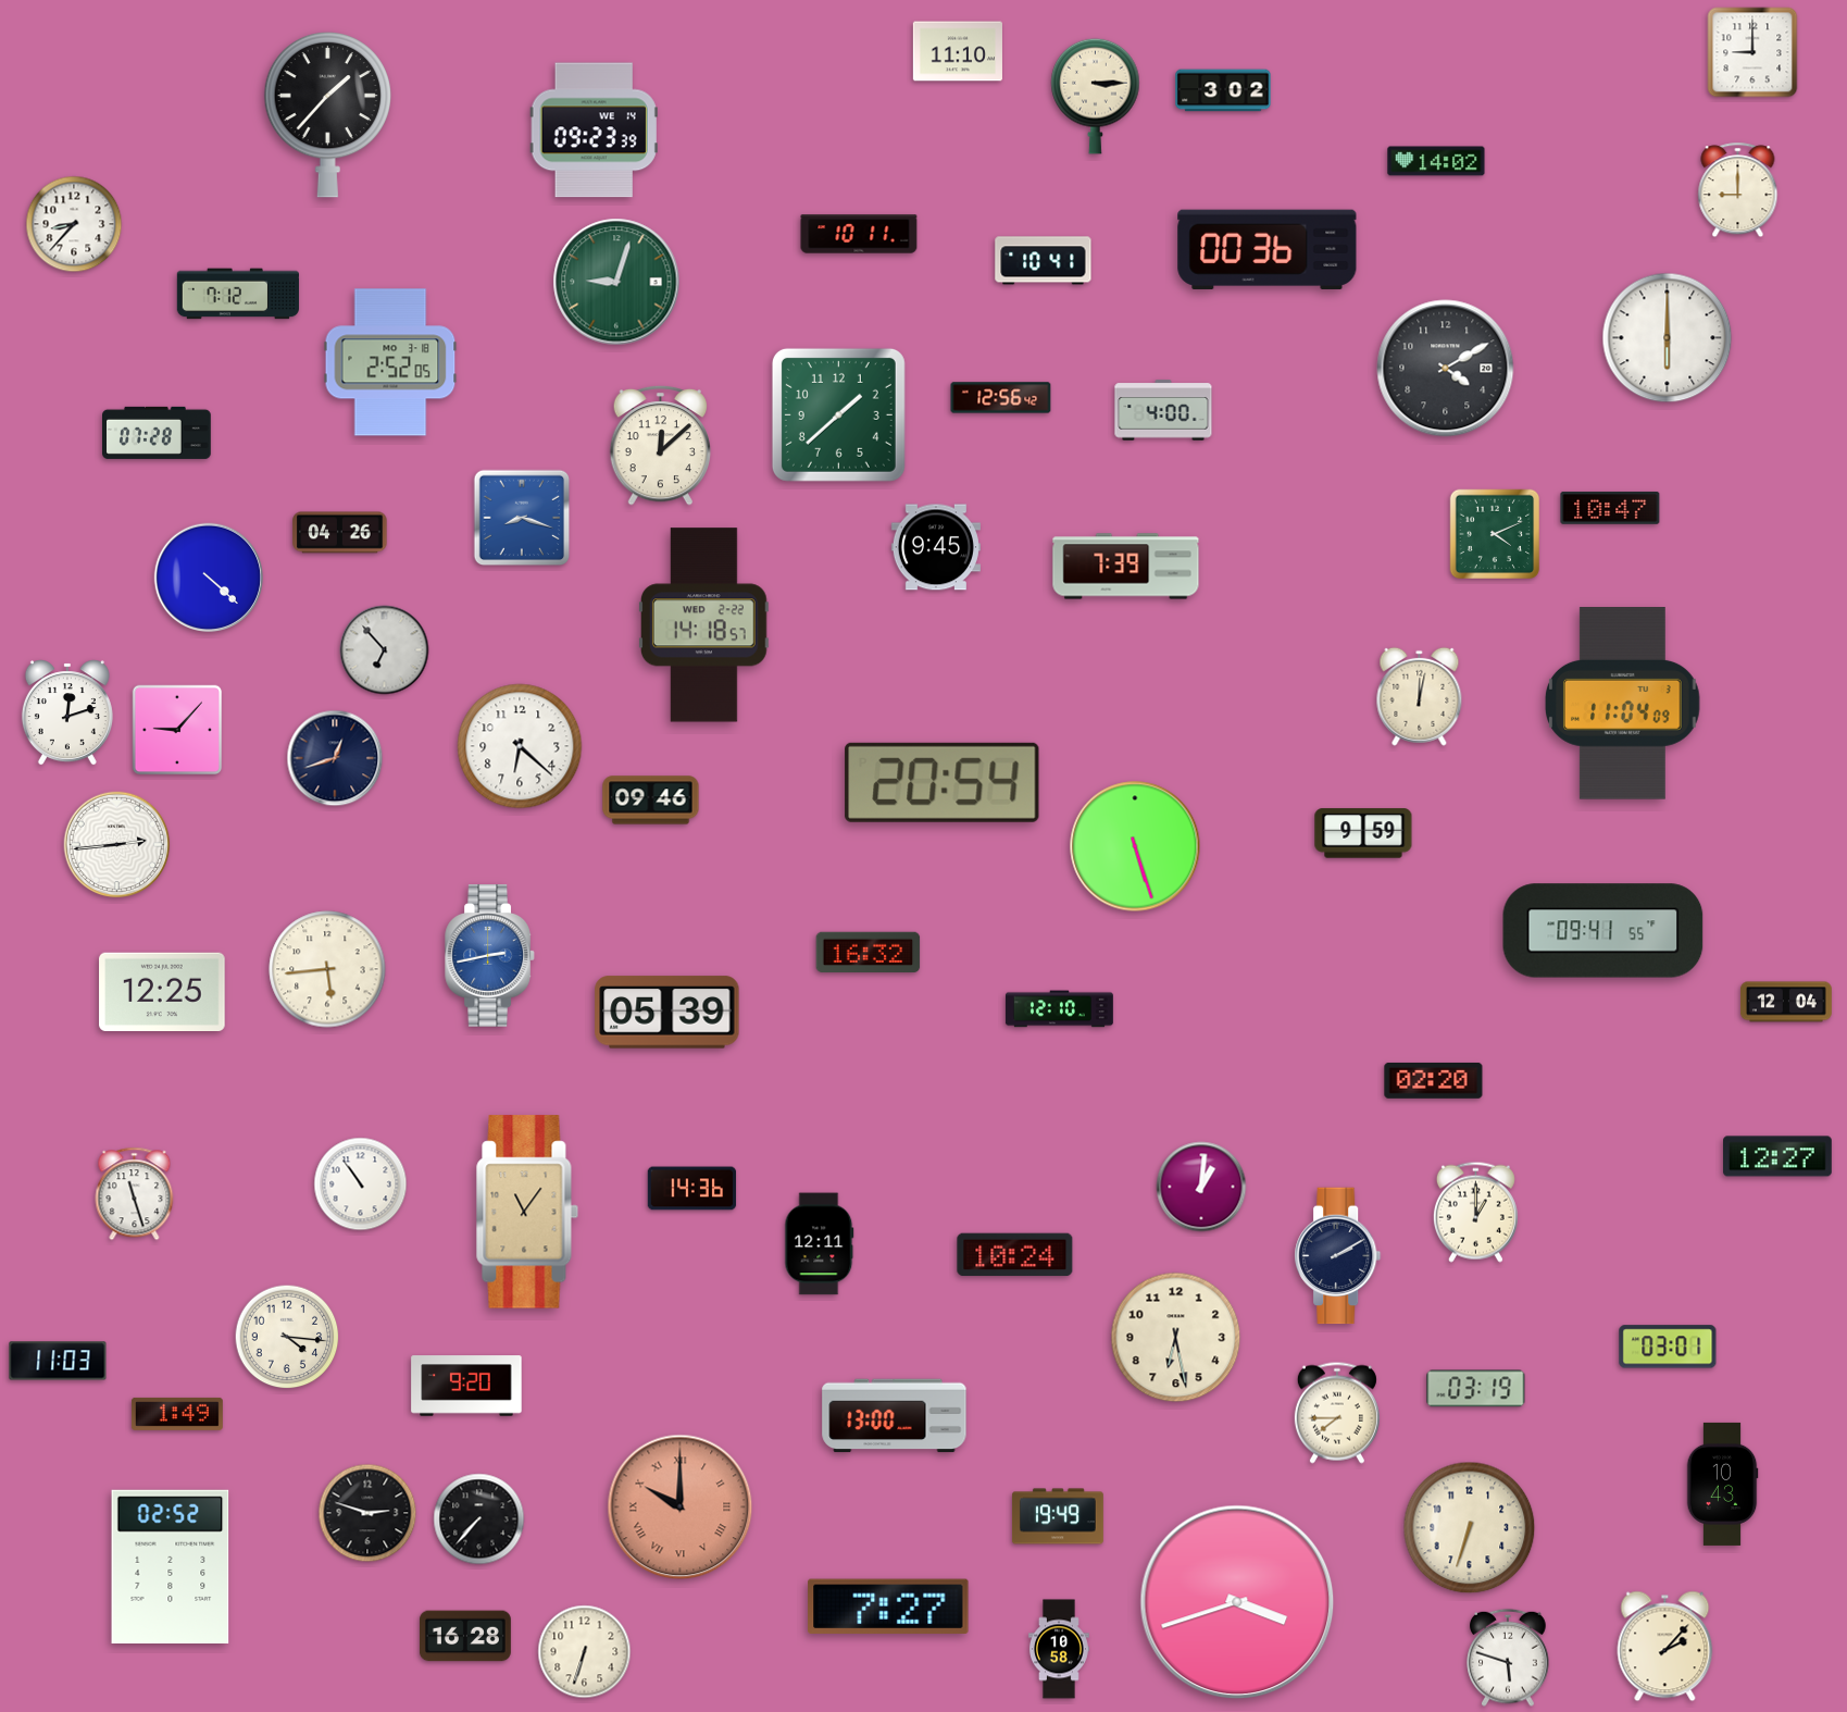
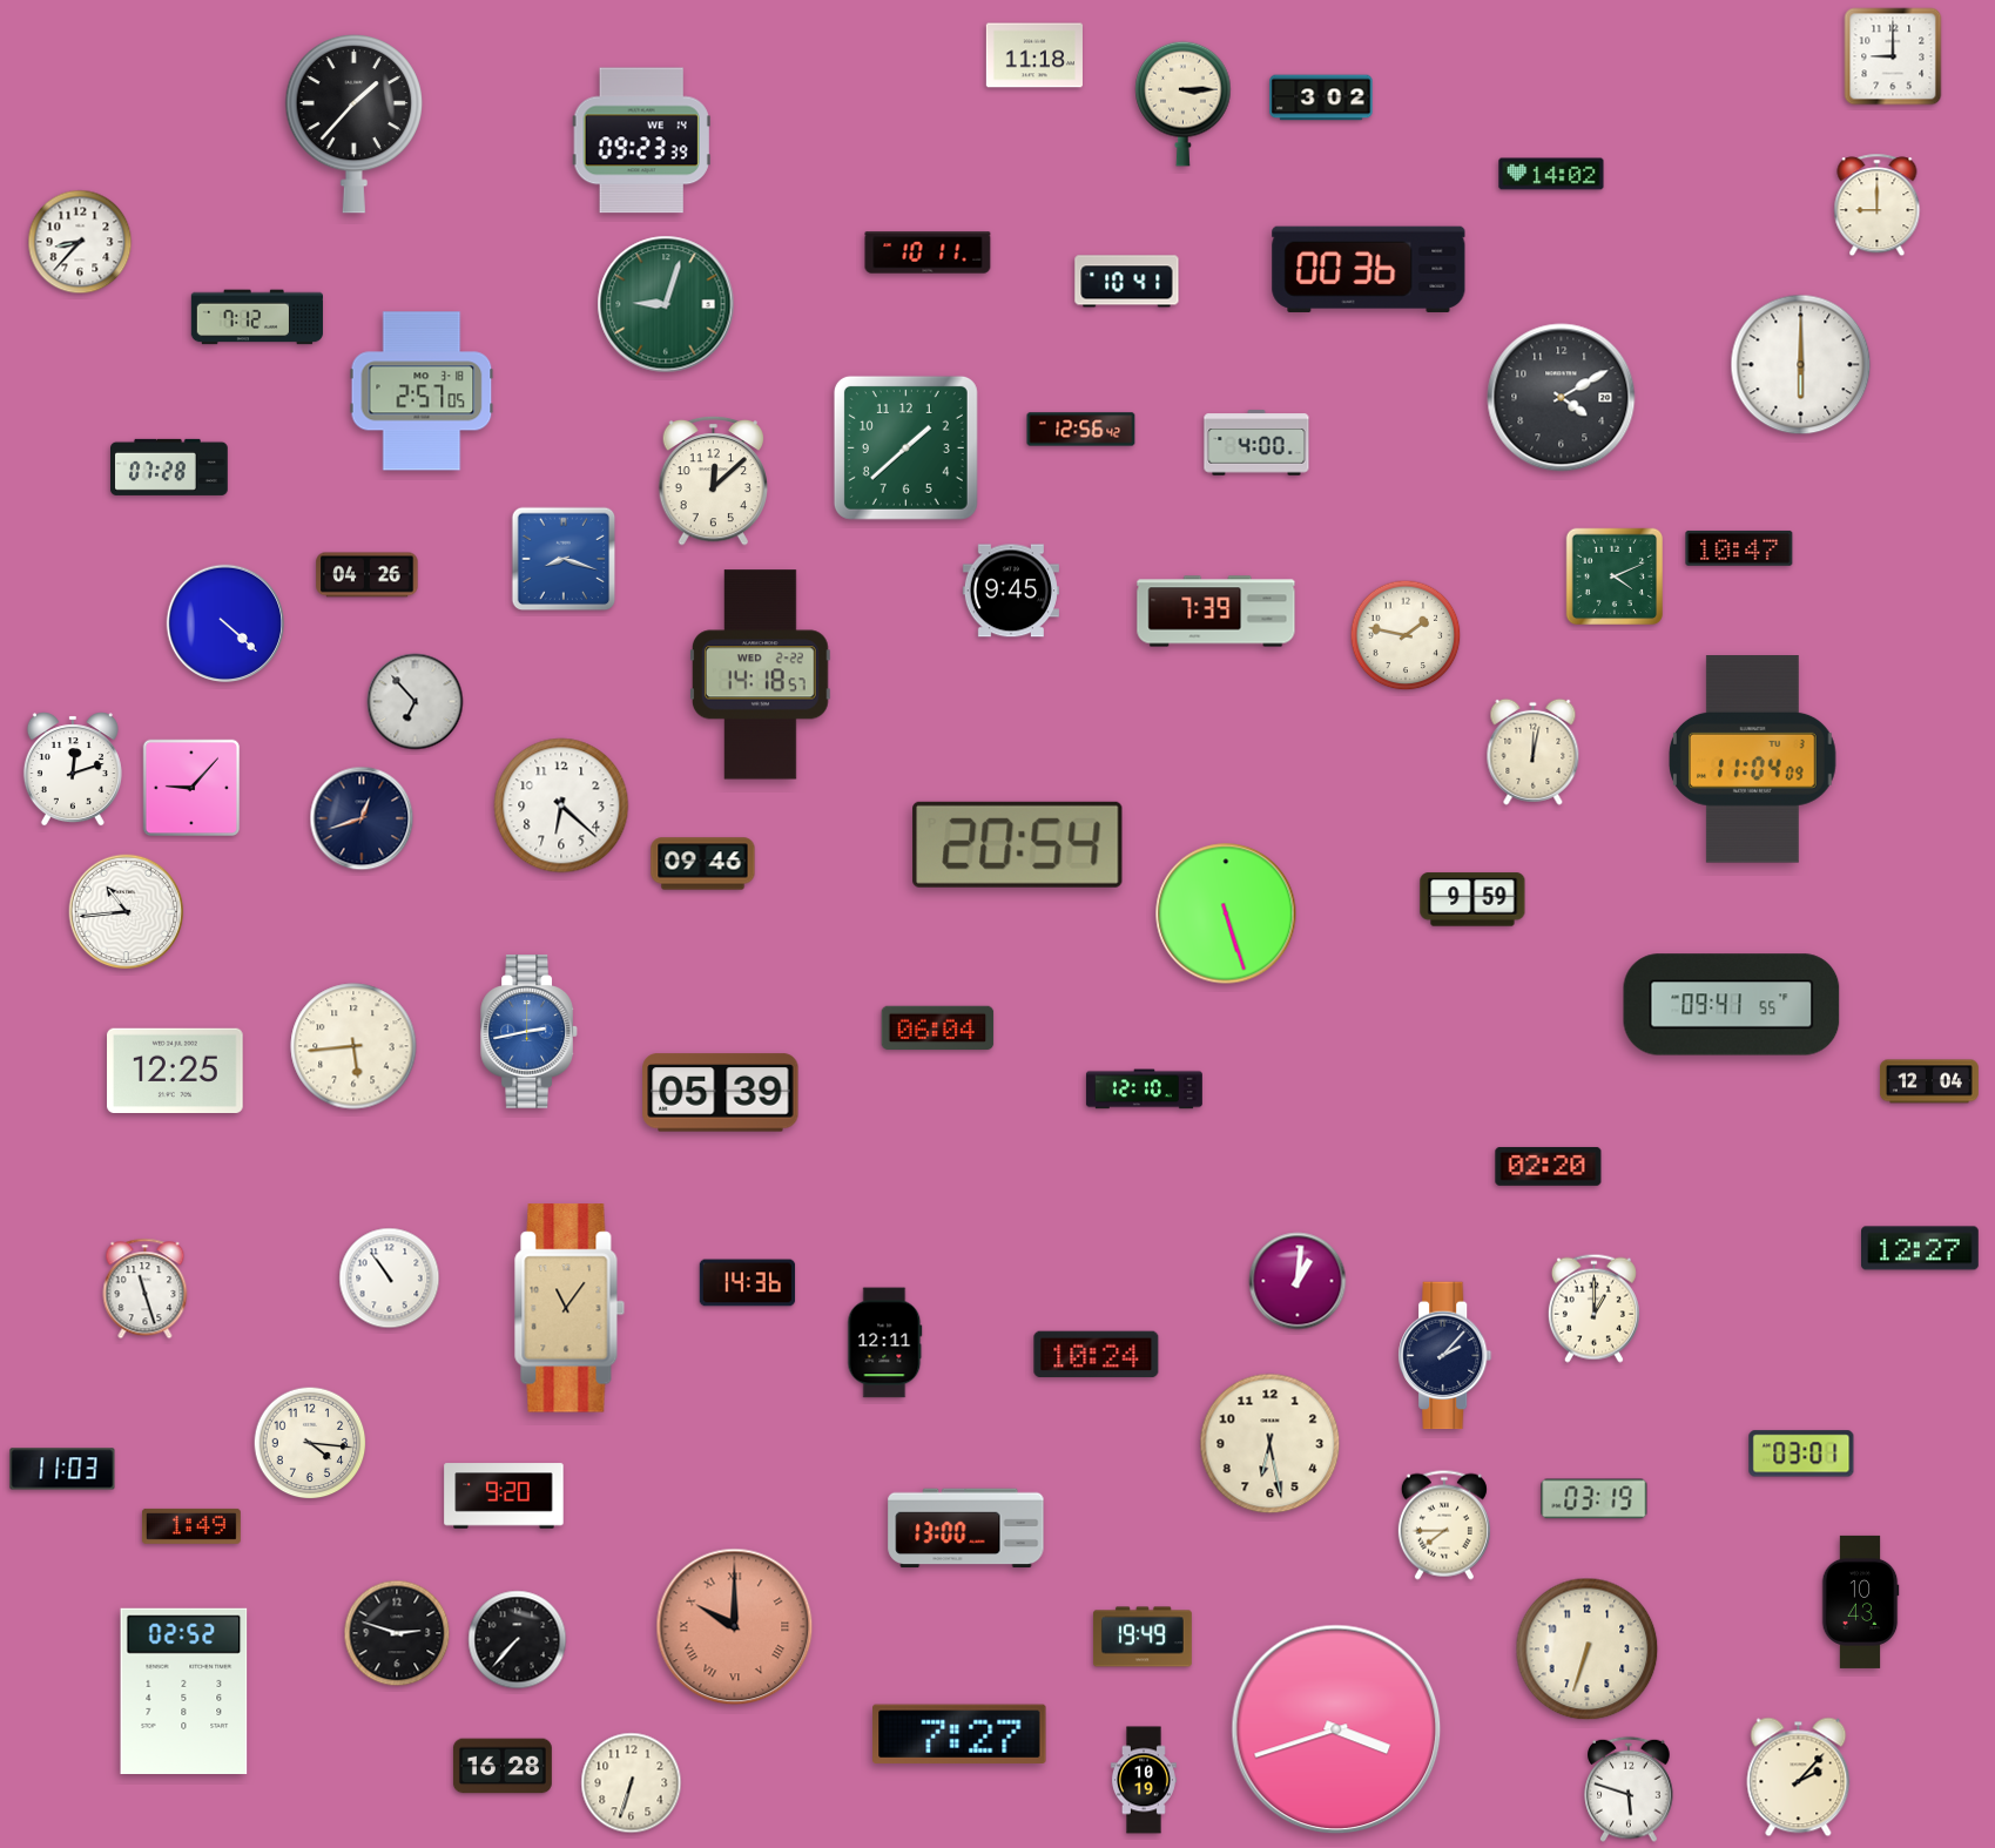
clock at (958, 51): 11:10 -> 11:18
clock at (390, 362): 2:52 -> 2:57
clock at (1406, 635): none -> 1:47
clock at (117, 845): 2:44 -> 10:44
clock at (869, 953): 16:32 -> 06:04
clock at (1338, 1256): 2:10 -> 2:07
clock at (1059, 1649): 10:58 -> 10:19
